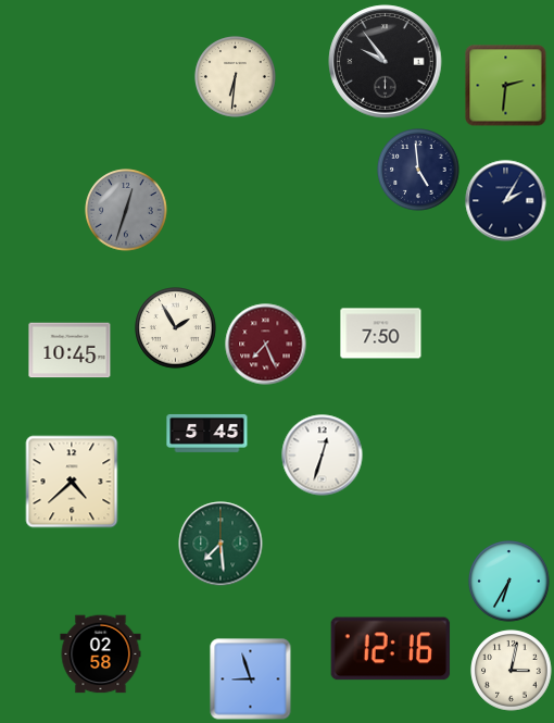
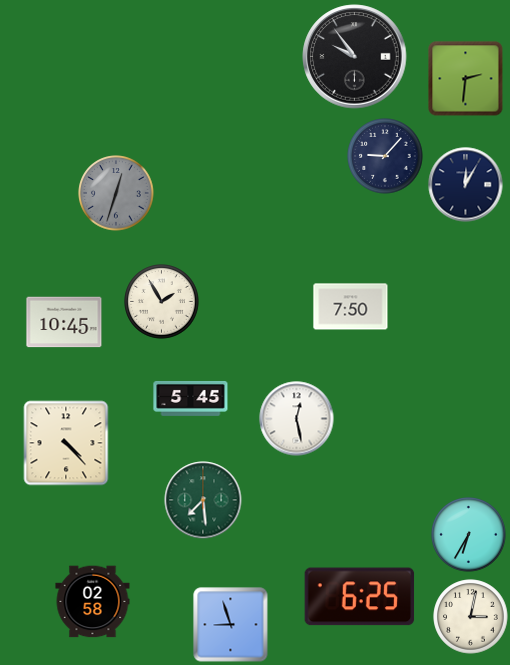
clock at (236, 77): 6:31 -> none
clock at (418, 170): 4:59 -> 9:07
clock at (506, 201): 2:05 -> 12:05
clock at (266, 345): 7:26 -> none
clock at (323, 456): 12:33 -> 12:28
clock at (72, 482): 4:38 -> 4:23
clock at (391, 649): 12:16 -> 6:25
